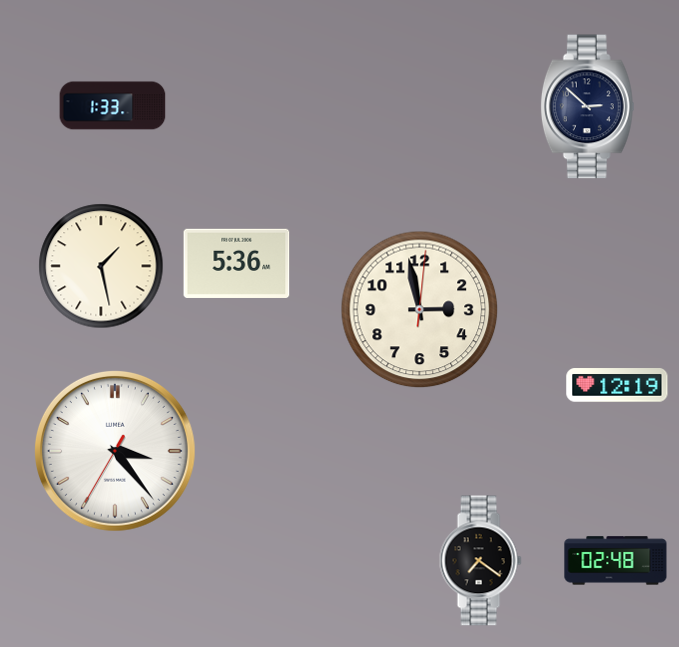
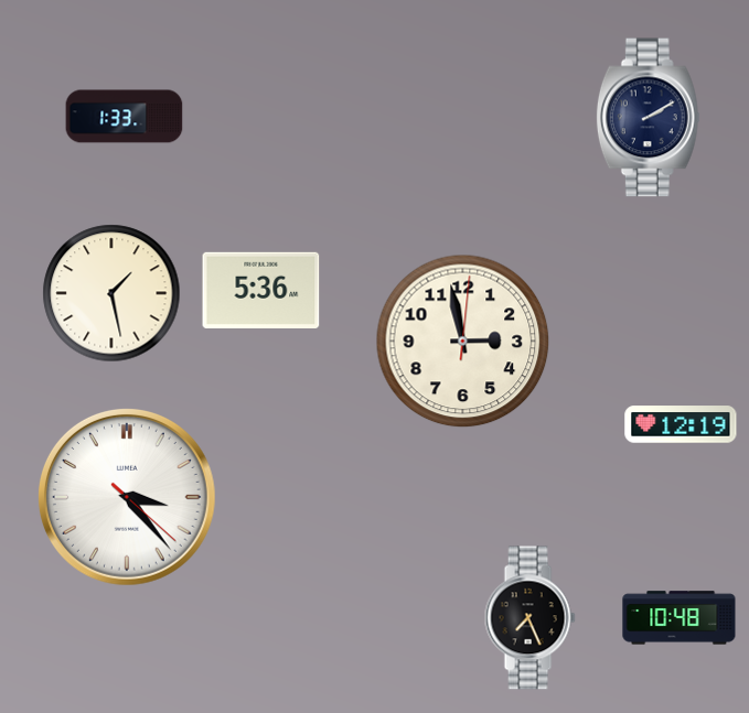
clock at (587, 107): 2:52 -> 2:10
clock at (115, 451): 3:23:35 -> 3:23:22
clock at (480, 561): 7:21 -> 7:26
clock at (616, 561): 02:48 -> 10:48
